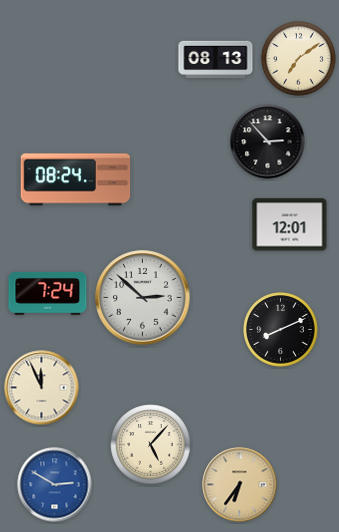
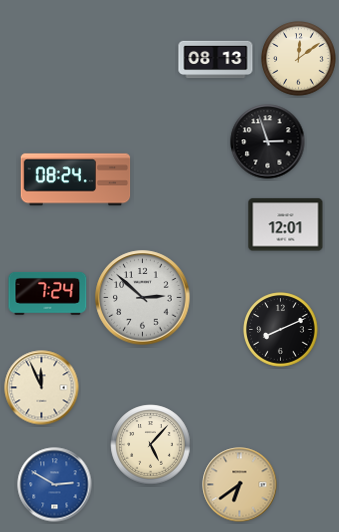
clock at (299, 59): 7:09 -> 12:09
clock at (268, 142): 2:53 -> 2:57
clock at (290, 225) position: (290, 225) -> (286, 225)
clock at (240, 485): 6:36 -> 6:39
